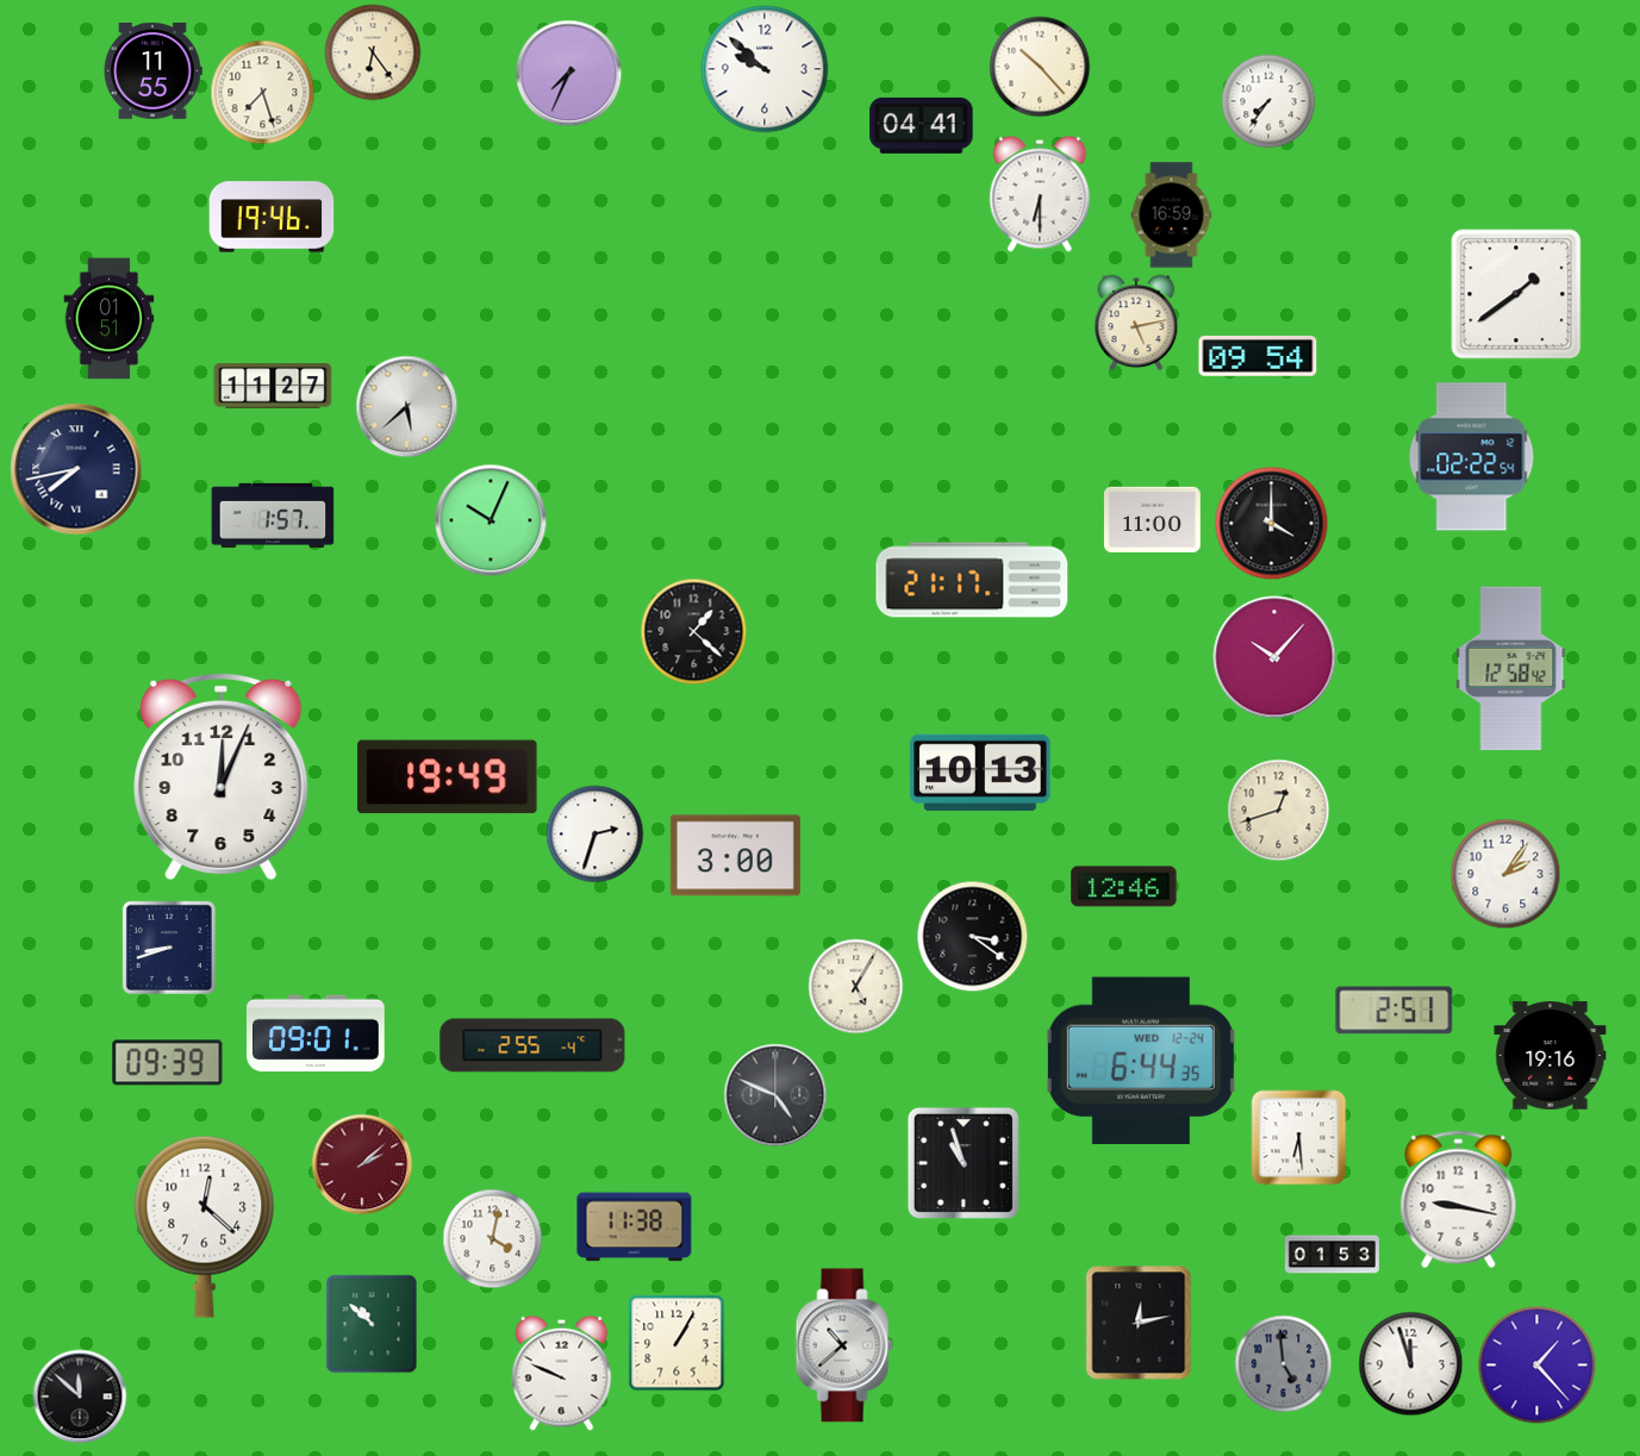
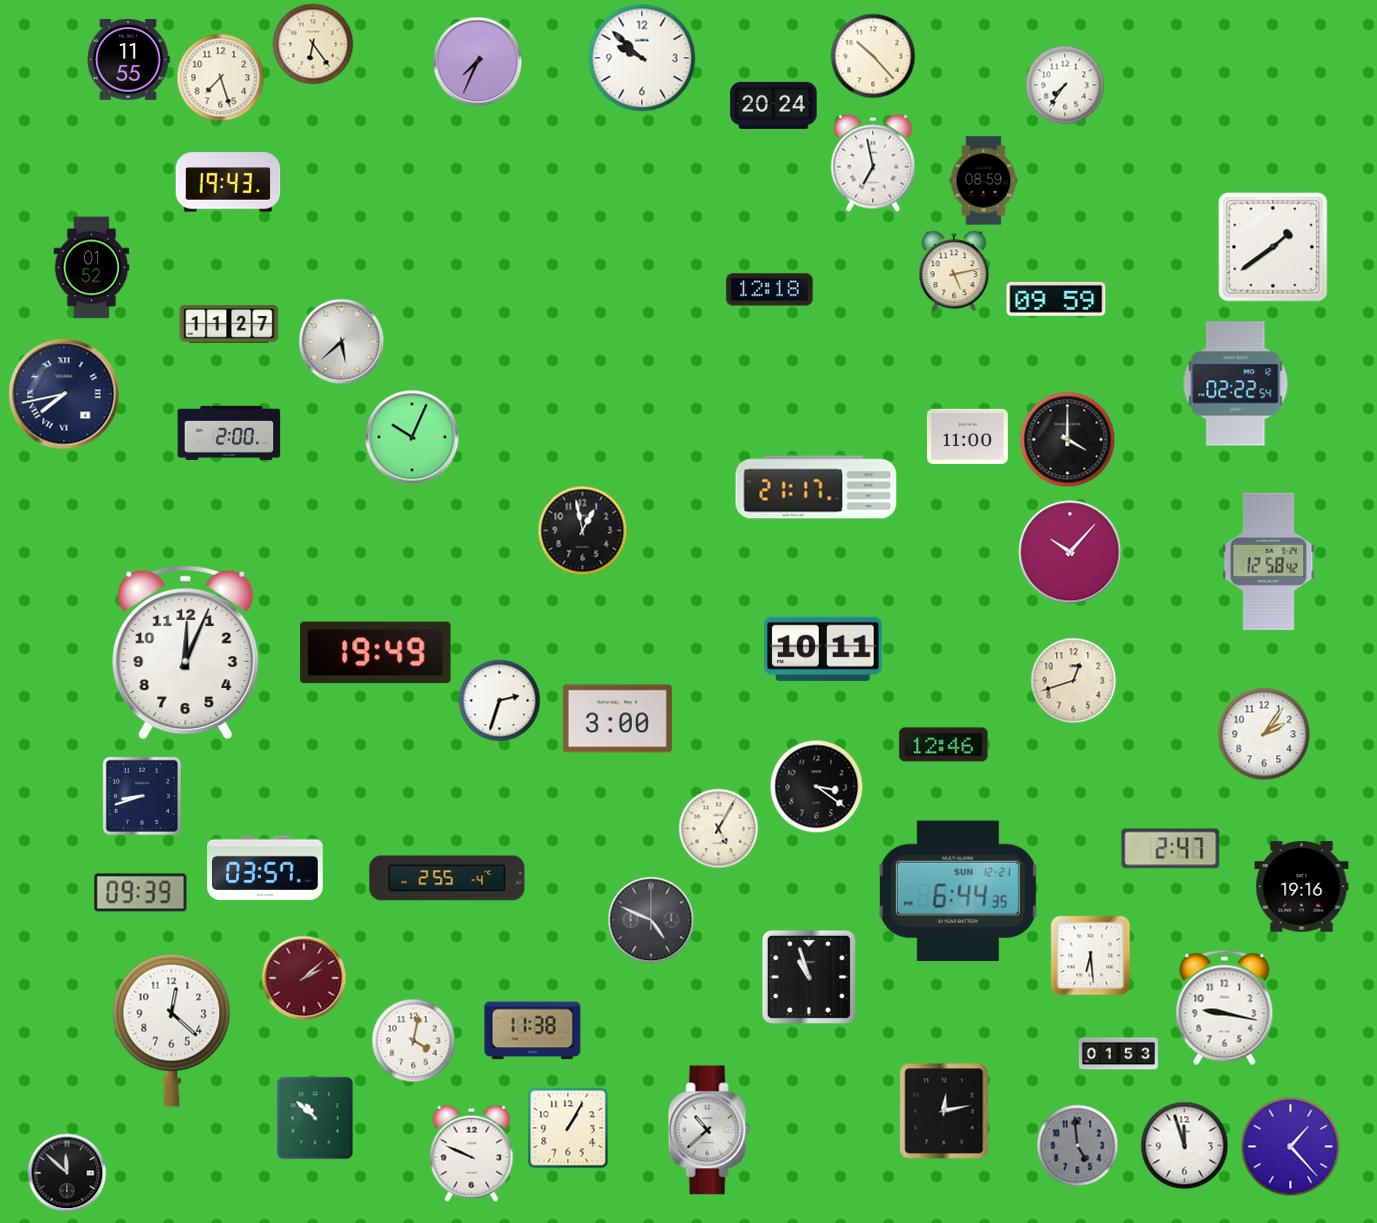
clock at (922, 125): 04:41 -> 20:24
clock at (1040, 194): 6:30 -> 6:58
clock at (1172, 215): 16:59 -> 08:59
clock at (272, 217): 19:46 -> 19:43
clock at (110, 319): 01:51 -> 01:52
clock at (770, 290): none -> 12:18
clock at (1258, 356): 09:54 -> 09:59
clock at (273, 515): 1:57 -> 2:00
clock at (694, 632): 1:22 -> 12:58
clock at (980, 773): 10:13 -> 10:11
clock at (1395, 1011): 2:51 -> 2:47
clock at (316, 1033): 09:01 -> 03:57
clock at (1141, 1061) date: WED 12-24 -> SUN 12-21
clock at (1139, 1323) position: (1139, 1323) -> (944, 1111)
clock at (372, 1324) position: (372, 1324) -> (315, 1118)
